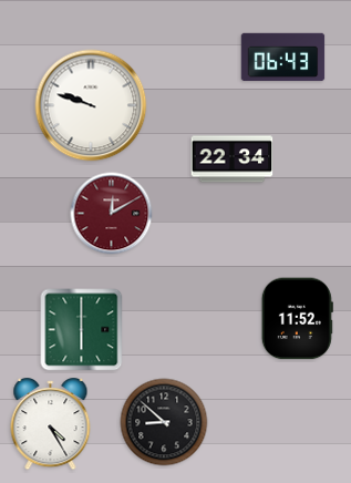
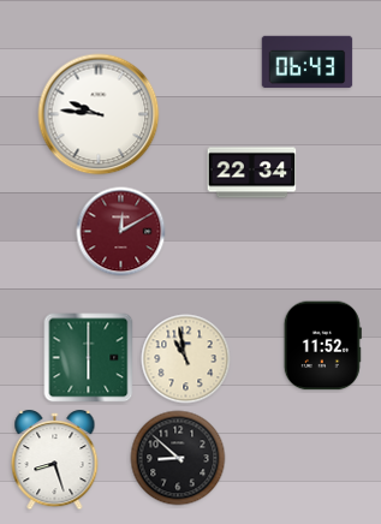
clock at (91, 105): 9:48 -> 9:46
clock at (186, 359): none -> 10:58
clock at (51, 424): 4:25 -> 8:27
